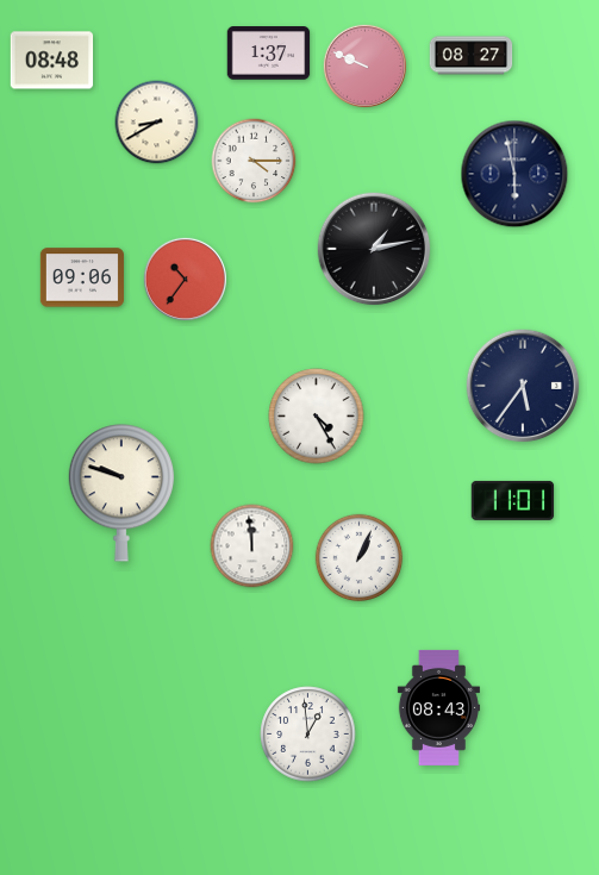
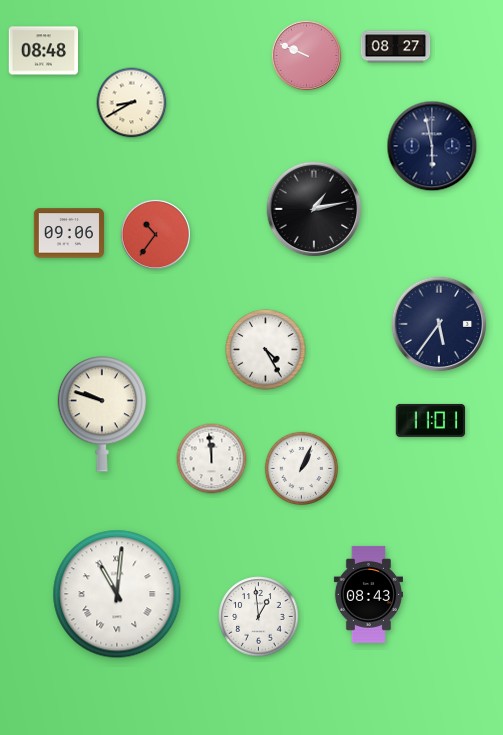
clock at (269, 54): 1:37 -> none
clock at (254, 161): 4:15 -> none
clock at (117, 594): none -> 11:01
